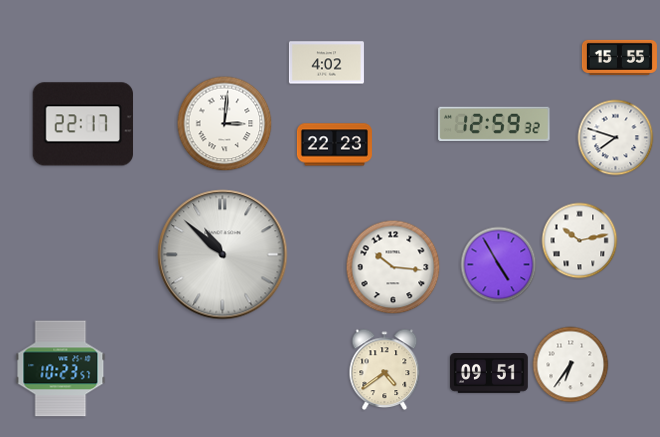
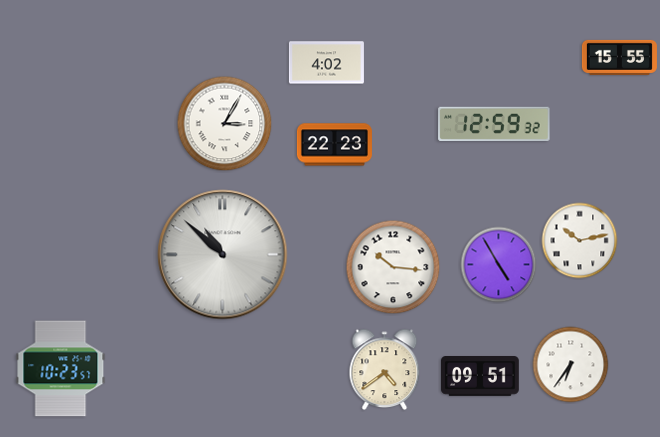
clock at (82, 124): 22:17 -> none
clock at (225, 124): 3:01 -> 3:05
clock at (616, 138): 7:48 -> none
clock at (490, 374) position: (490, 374) -> (481, 377)
